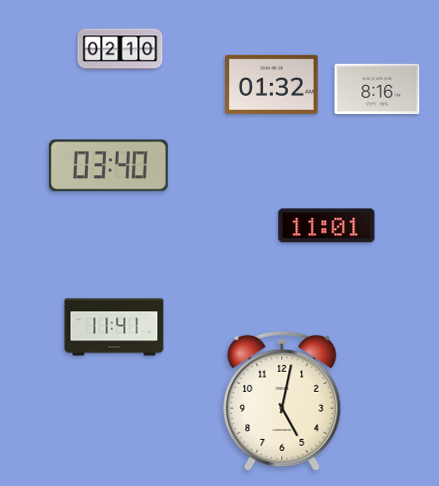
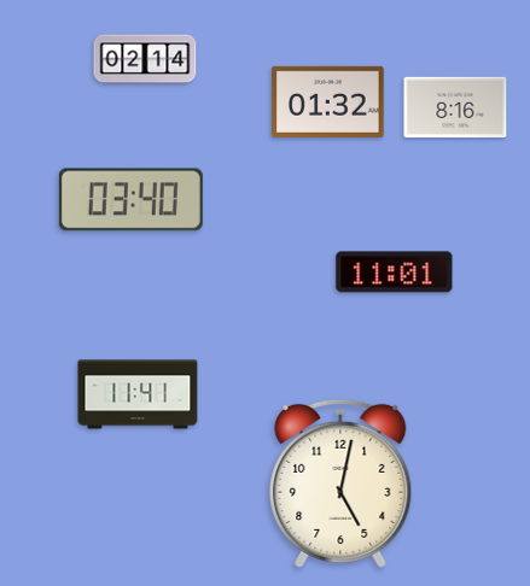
clock at (120, 49): 02:10 -> 02:14
